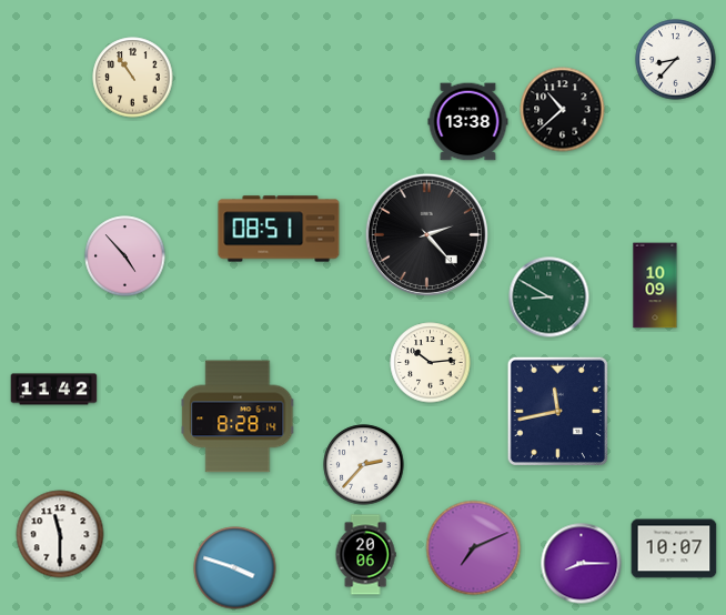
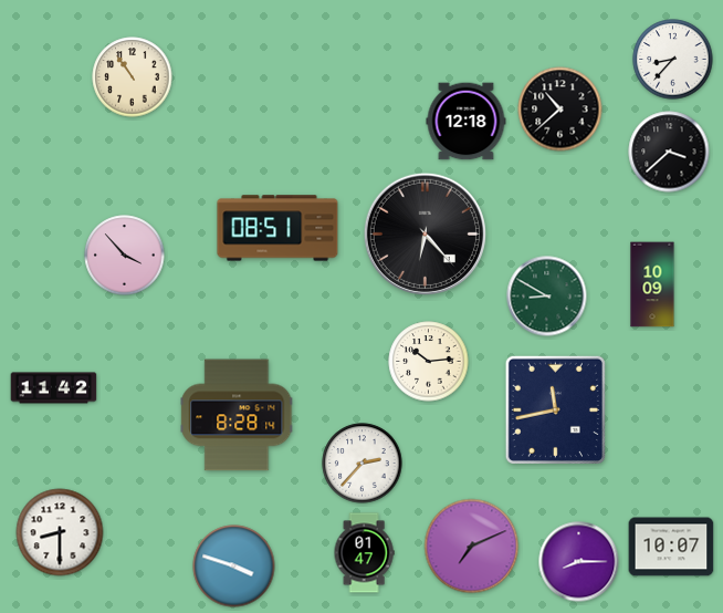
clock at (468, 122): 13:38 -> 12:18
clock at (669, 152): none -> 3:38
clock at (426, 234): 2:23 -> 6:23
clock at (125, 256): 4:53 -> 3:53
clock at (60, 534): 11:30 -> 8:30
clock at (365, 555): 20:06 -> 01:47
